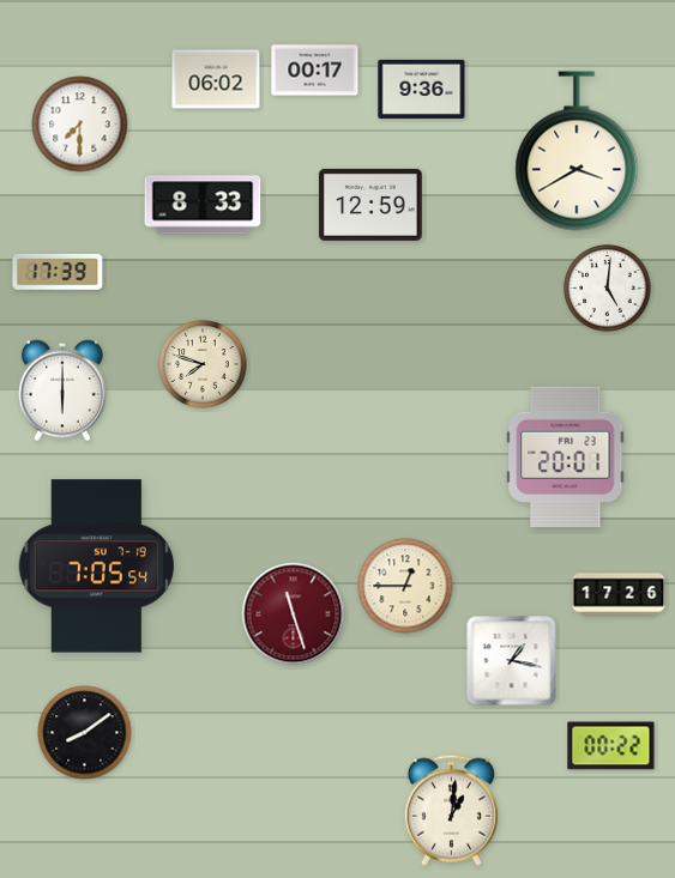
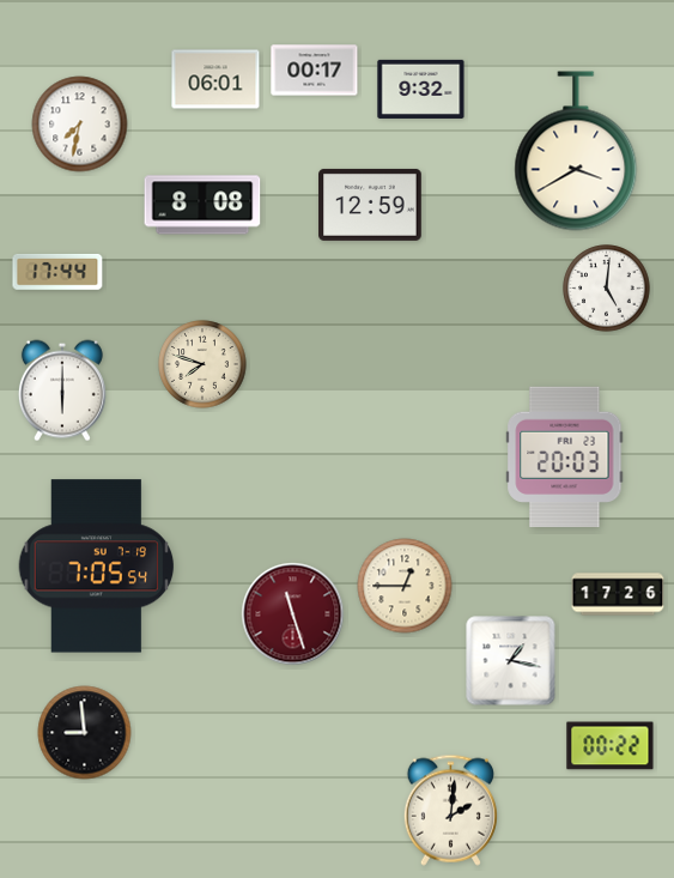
clock at (216, 79): 06:02 -> 06:01
clock at (422, 89): 9:36 -> 9:32
clock at (80, 125): 7:30 -> 7:32
clock at (203, 205): 8:33 -> 8:08
clock at (58, 272): 17:39 -> 17:44
clock at (566, 458): 20:01 -> 20:03
clock at (85, 733): 8:09 -> 8:59
clock at (451, 810): 1:01 -> 2:01
